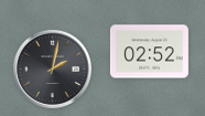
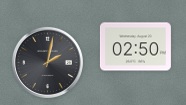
clock at (149, 52): 02:52 -> 02:50
